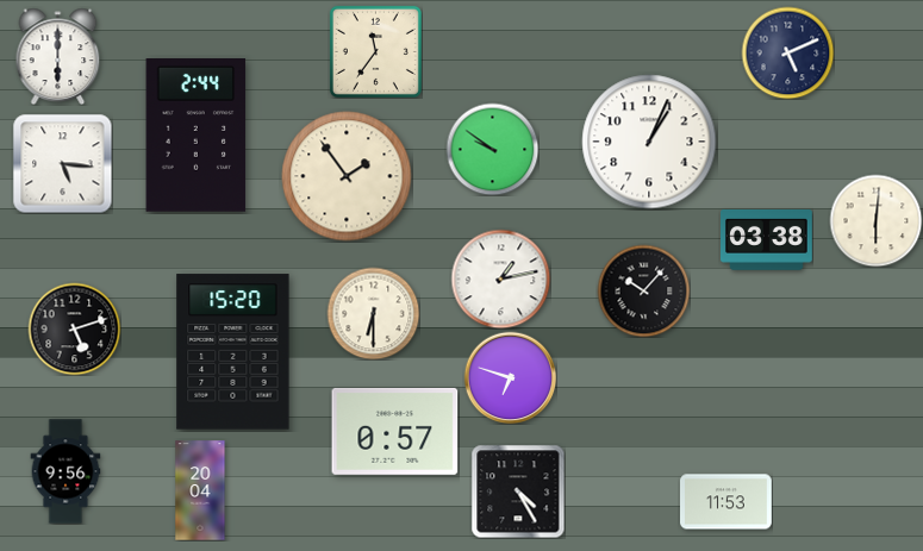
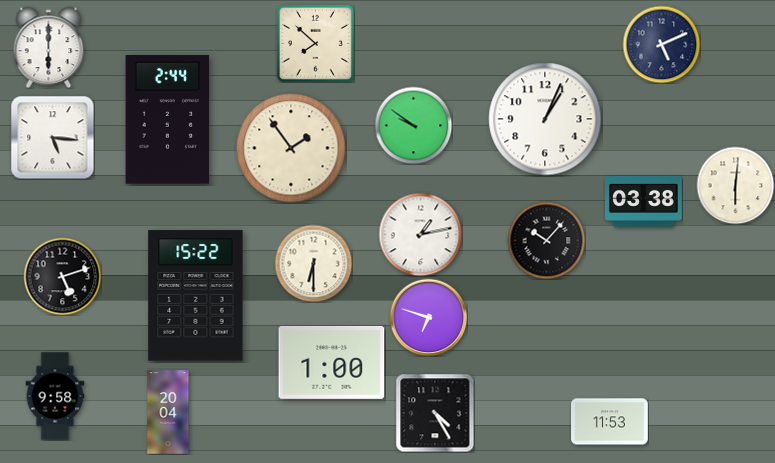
clock at (375, 51): 11:36 -> 7:52
clock at (197, 136) position: (197, 136) -> (168, 120)
clock at (643, 290) position: (643, 290) -> (546, 240)
clock at (233, 352): 15:20 -> 15:22
clock at (395, 431): 0:57 -> 1:00
clock at (66, 471): 9:56 -> 9:58
